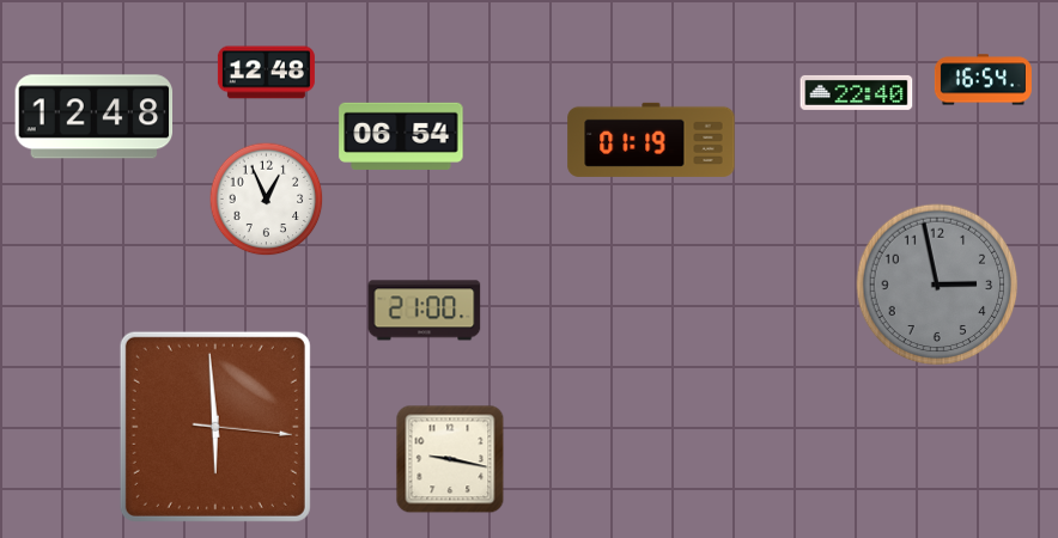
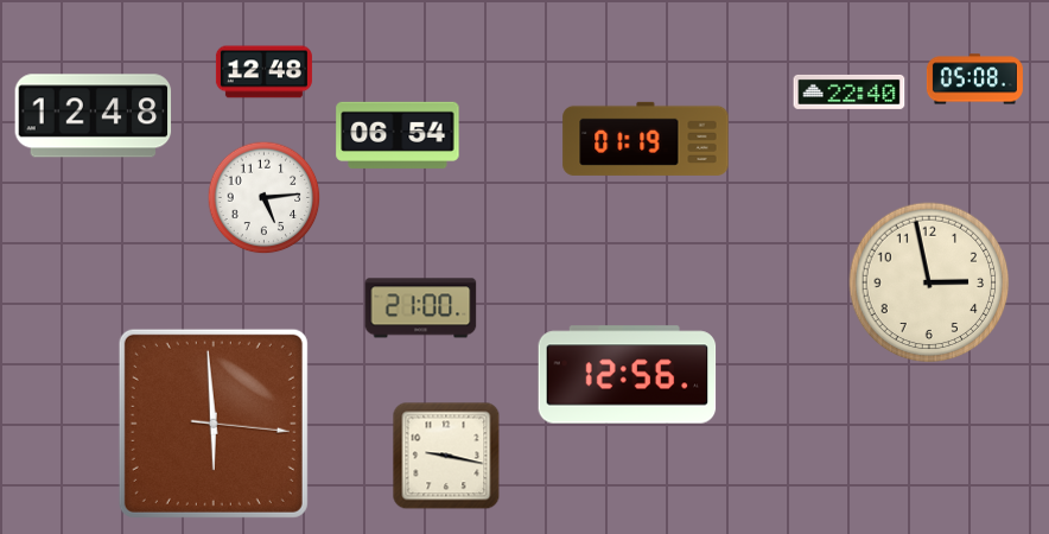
clock at (983, 80): 16:54 -> 05:08
clock at (267, 200): 12:56 -> 5:14
clock at (937, 285) dial: grey -> cream
clock at (628, 375): none -> 12:56
